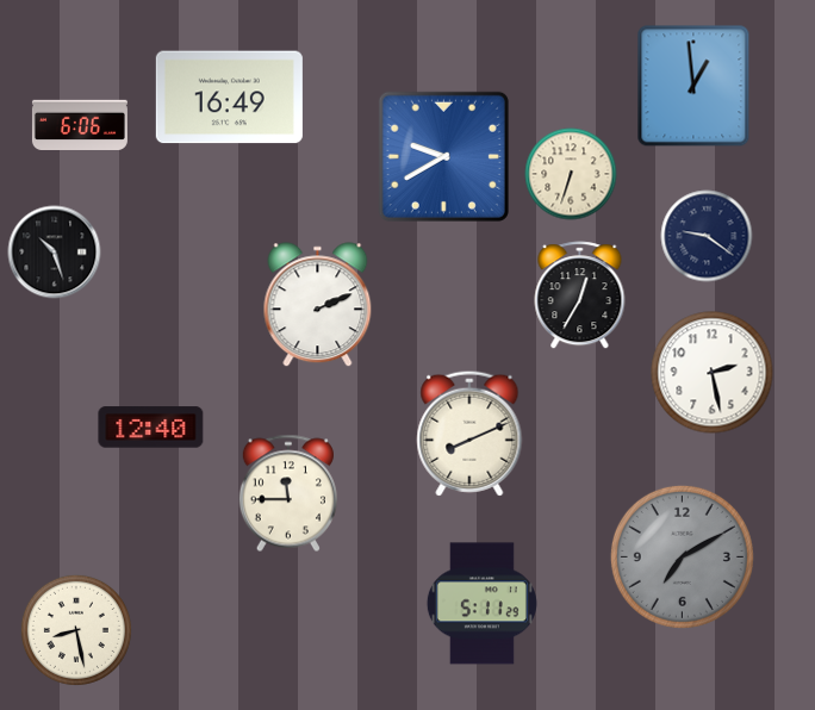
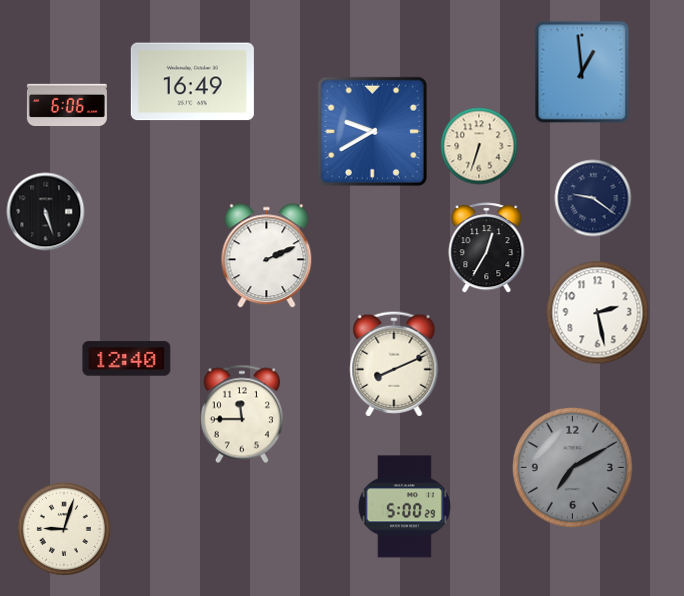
clock at (55, 253): 10:27 -> 5:27
clock at (481, 604): 5:11 -> 5:00
clock at (76, 630): 8:28 -> 9:03
